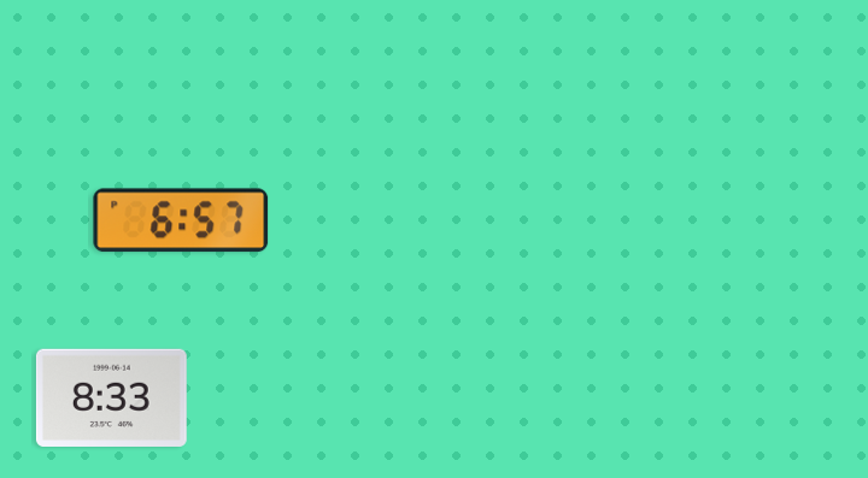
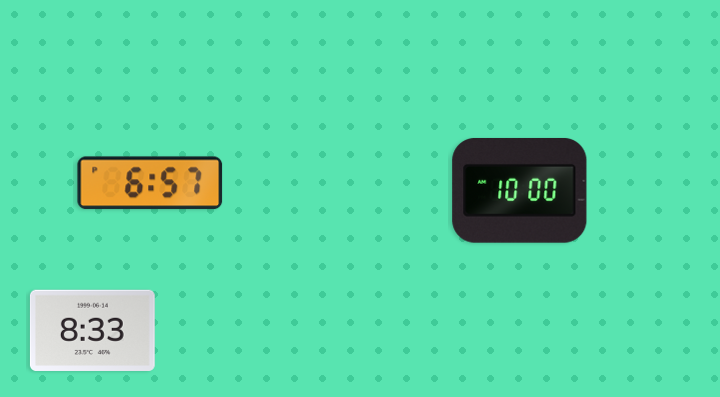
clock at (520, 190): none -> 10:00
